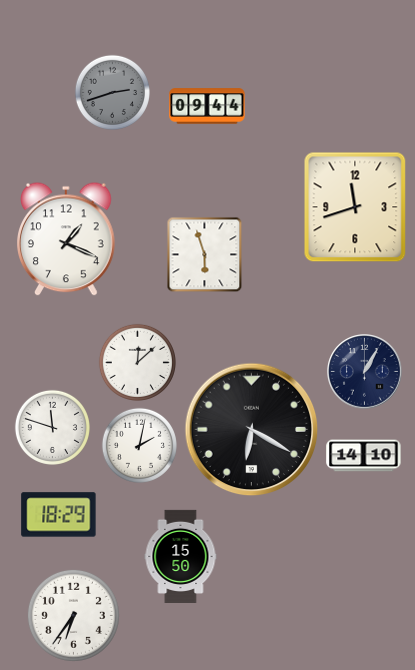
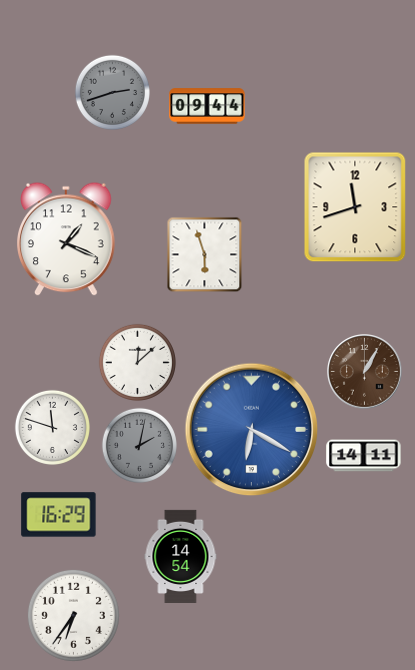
clock at (365, 372) dial: navy -> brown
clock at (252, 430) dial: black -> blue
clock at (139, 445) dial: white -> grey
clock at (364, 456): 14:10 -> 14:11
clock at (59, 515): 18:29 -> 16:29
clock at (181, 556): 15:50 -> 14:54
